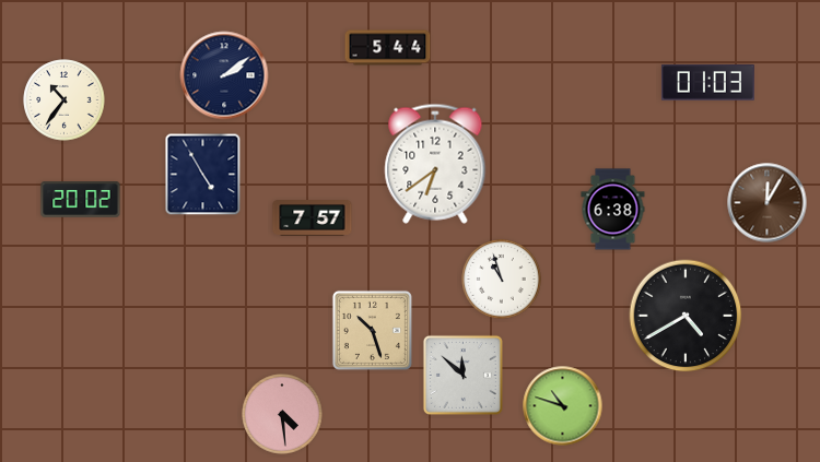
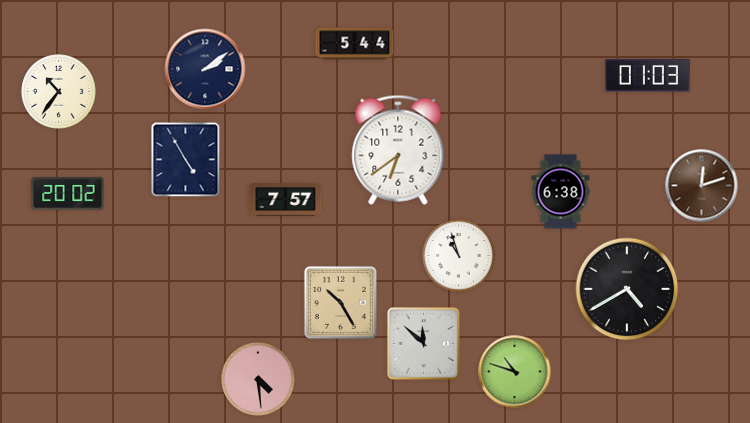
clock at (81, 200) position: (81, 200) -> (68, 194)
clock at (768, 203): 12:05 -> 12:12
clock at (372, 330): 10:27 -> 10:25
